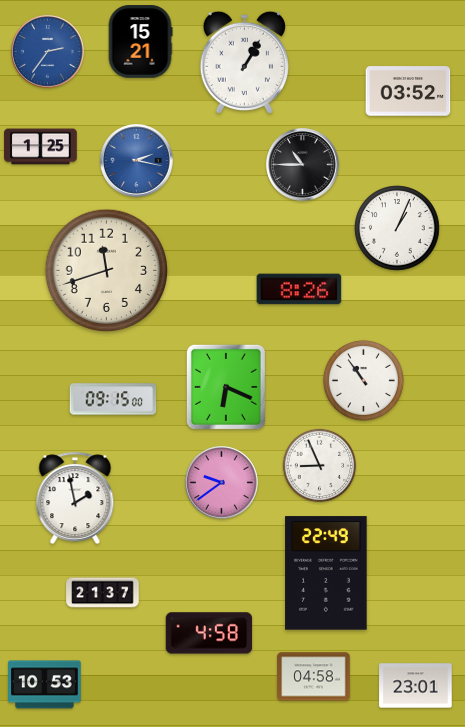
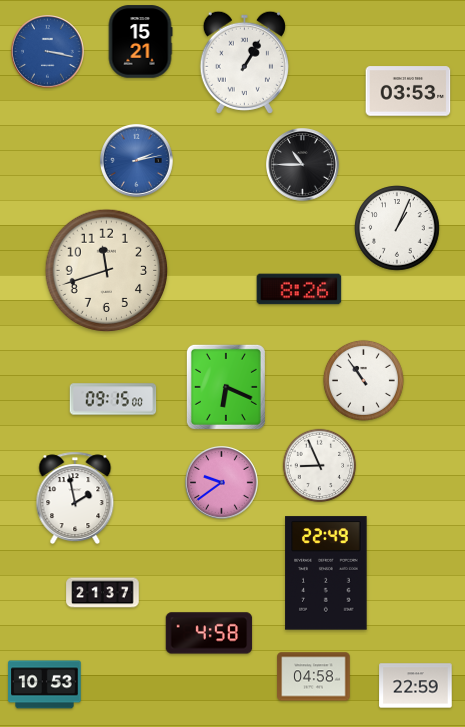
clock at (48, 52): 2:36 -> 3:17
clock at (408, 91): 03:52 -> 03:53
clock at (41, 147): 1:25 -> none
clock at (137, 161): 2:17 -> 2:13
clock at (416, 686): 23:01 -> 22:59
